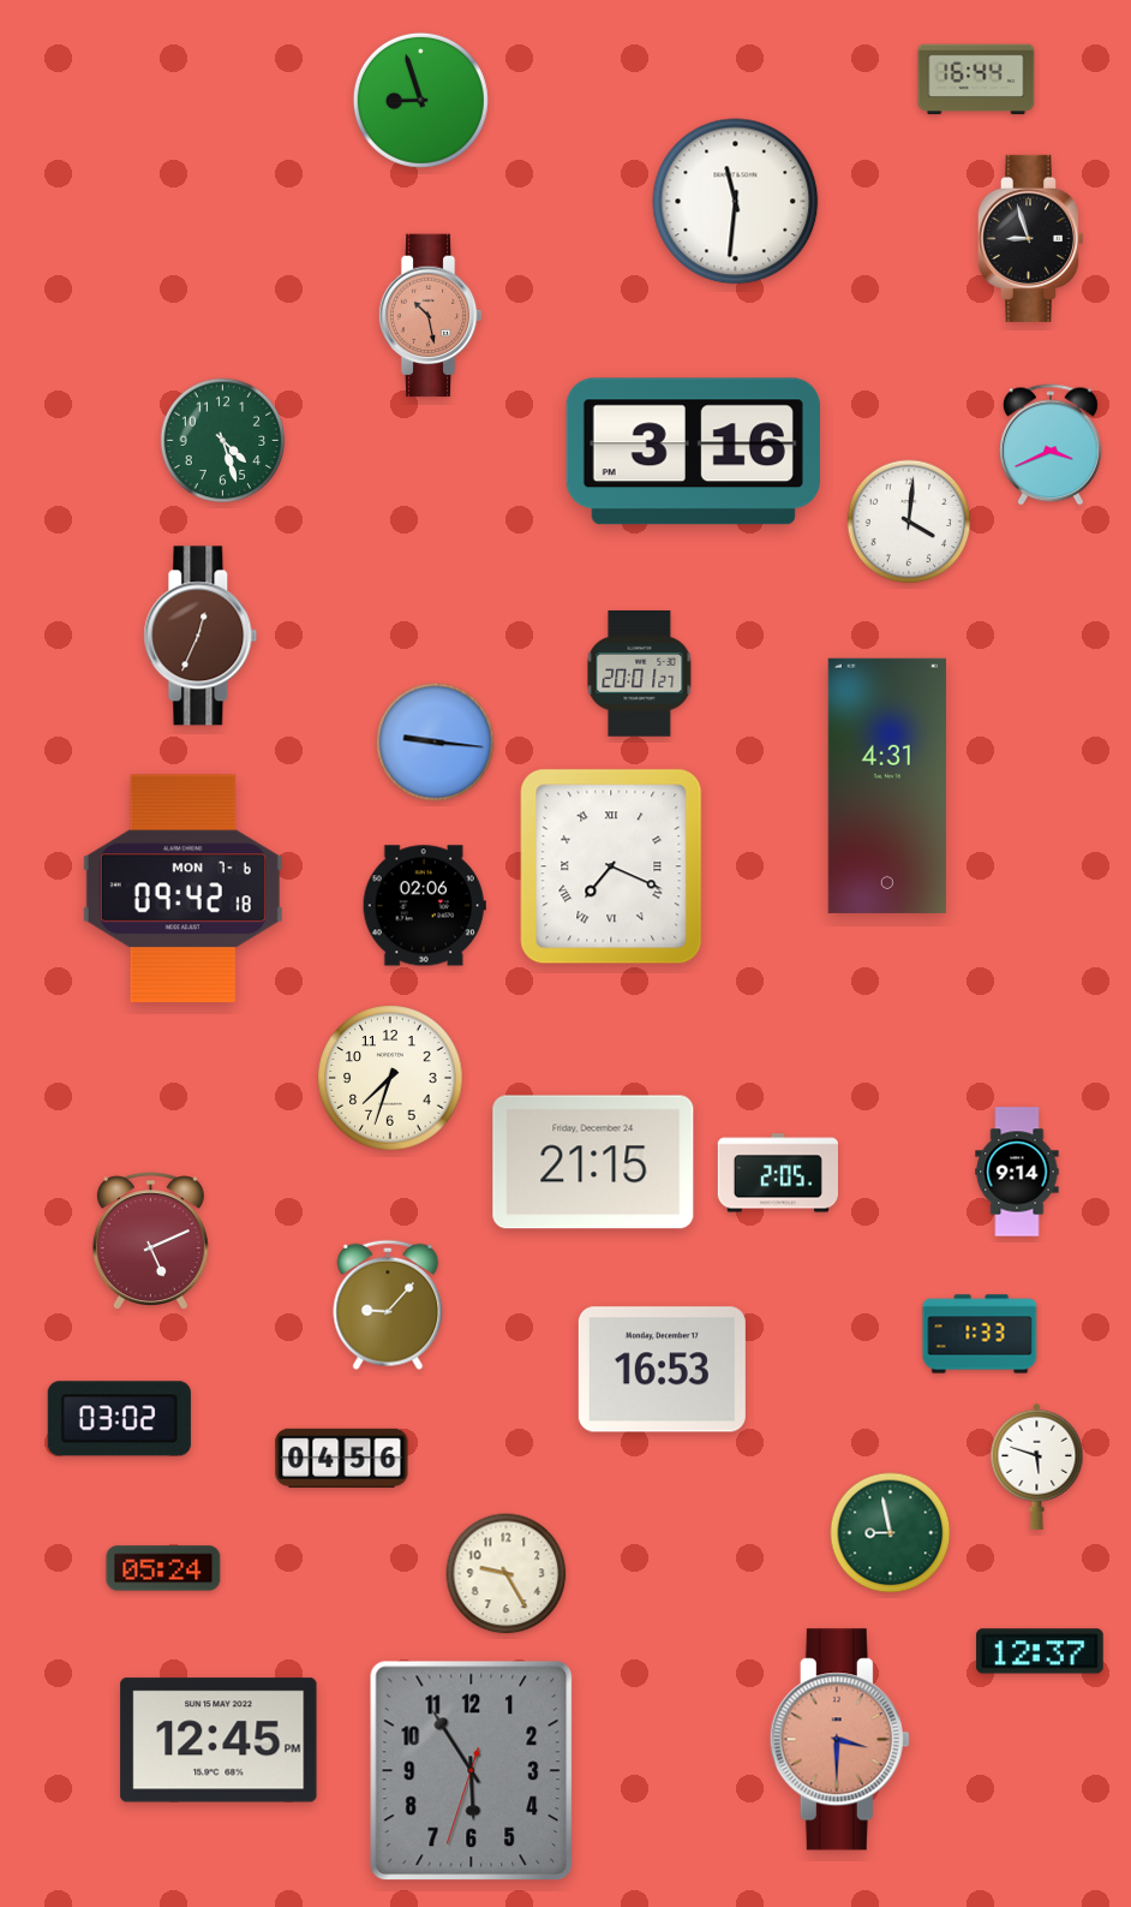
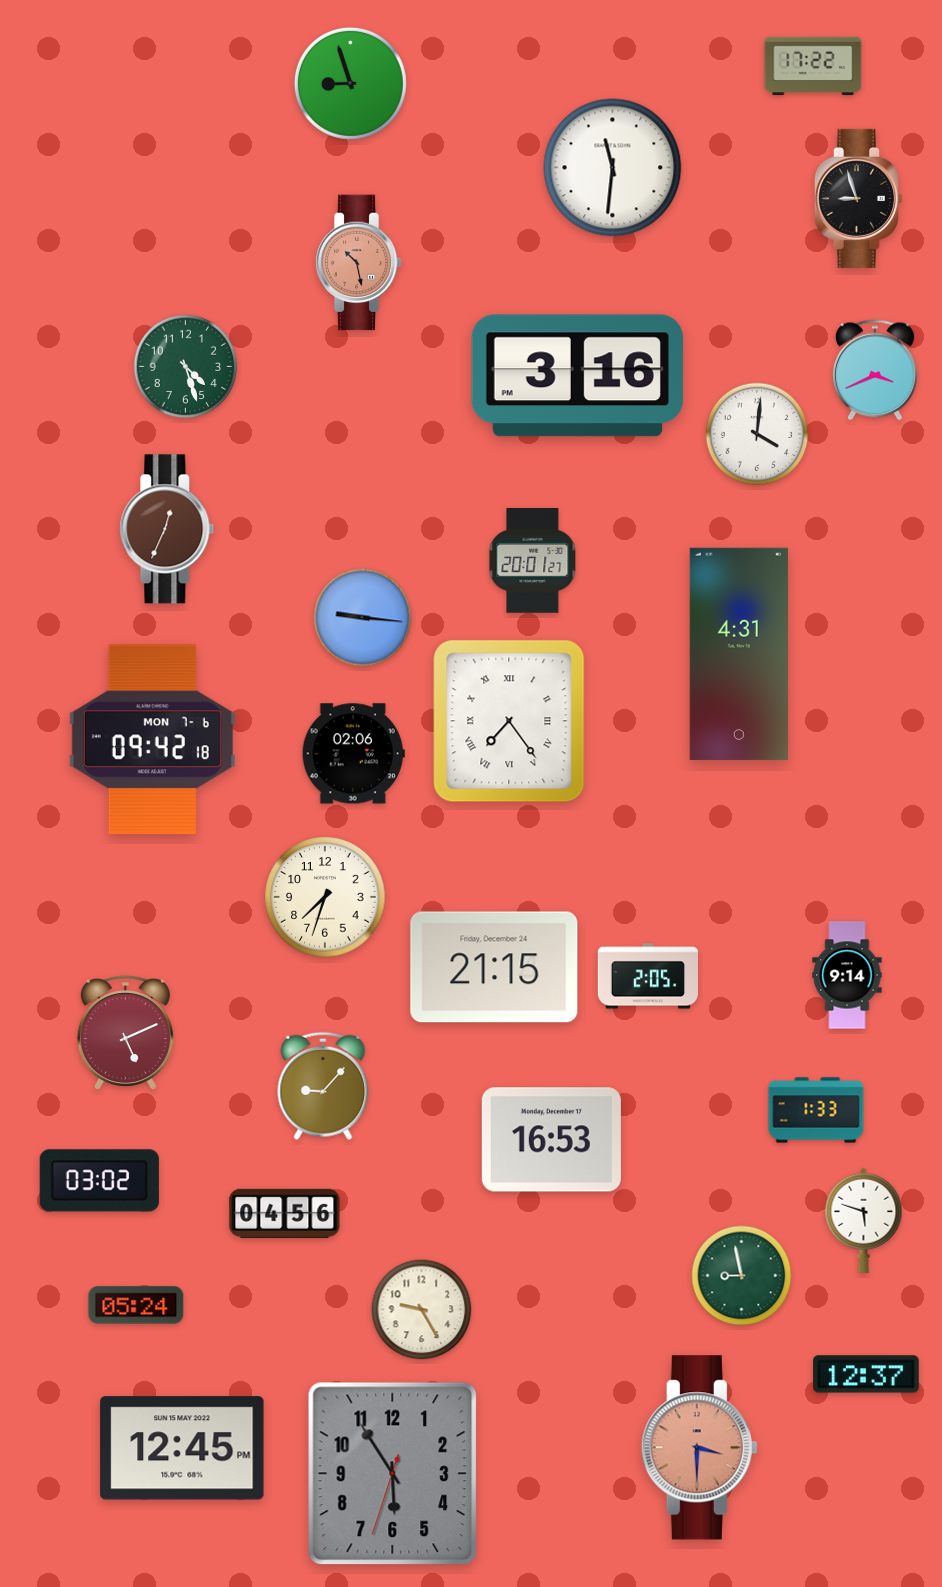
clock at (976, 79): 16:44 -> 17:22
clock at (611, 866): 7:19 -> 7:24
